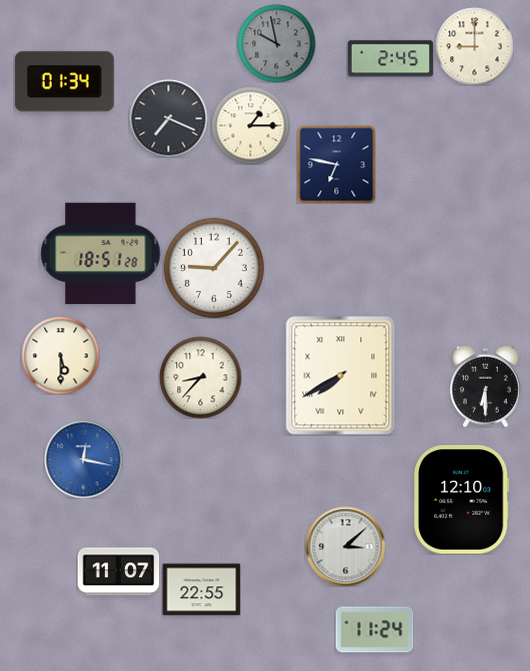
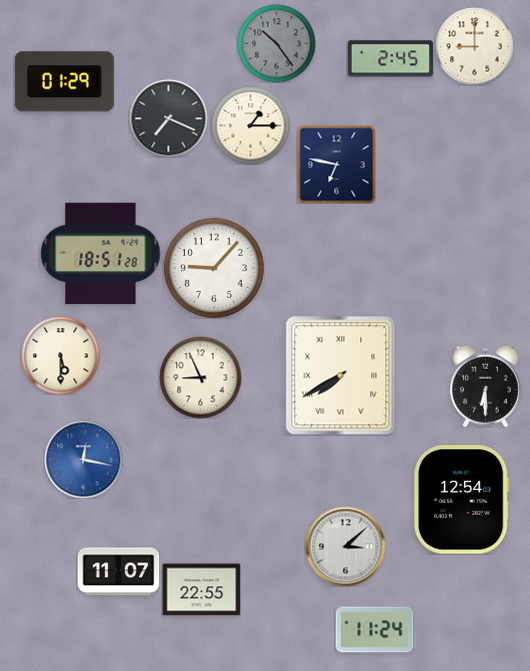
clock at (276, 43): 9:58 -> 10:24
clock at (64, 82): 01:34 -> 01:29
clock at (200, 377): 8:37 -> 8:56
clock at (462, 500): 12:10 -> 12:54
